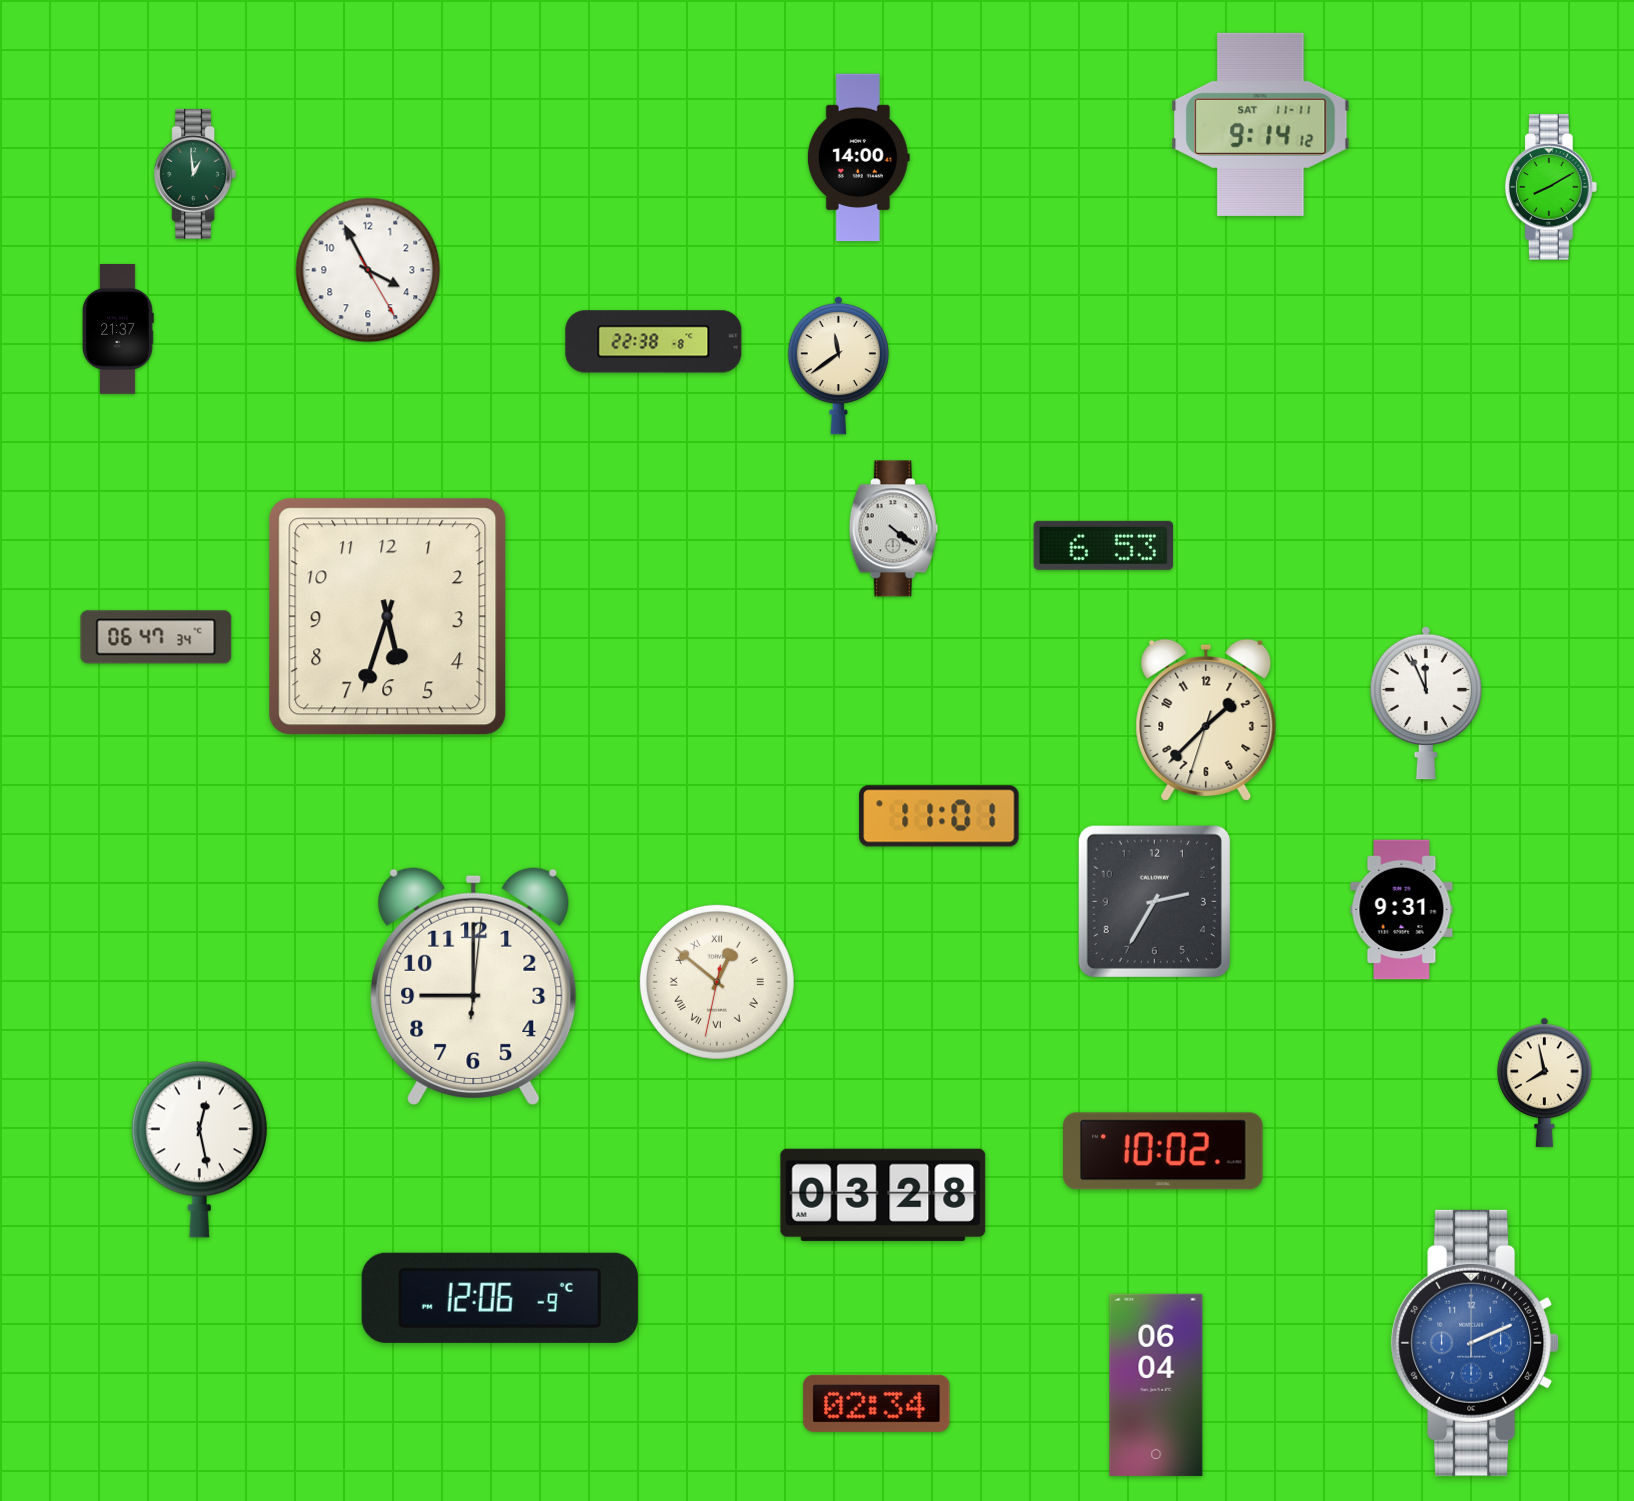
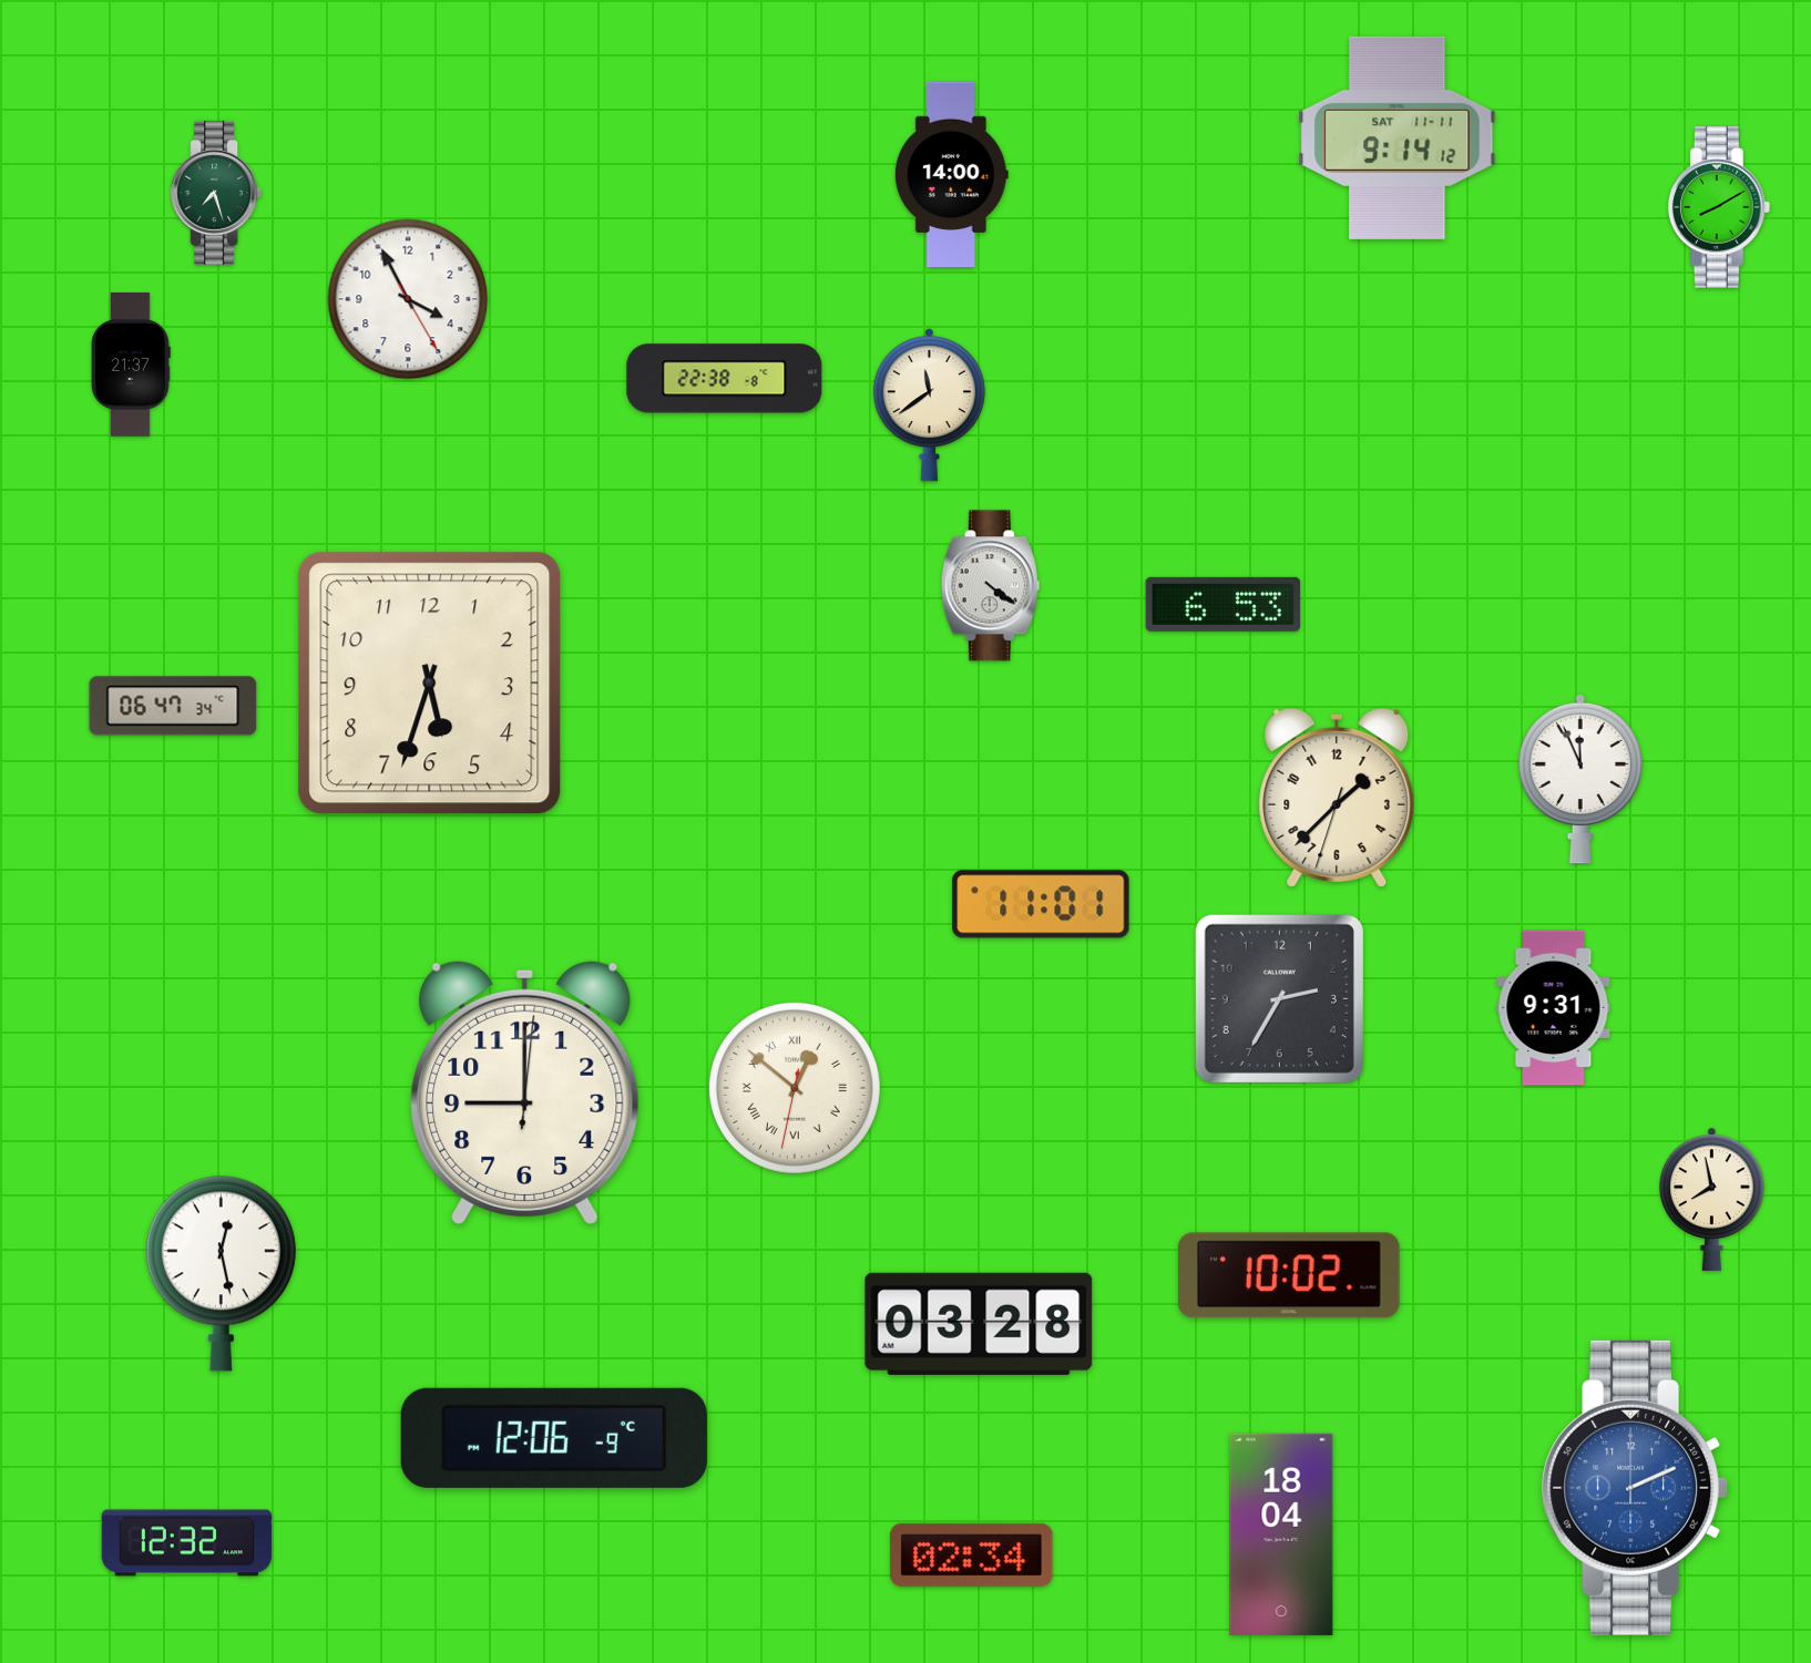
clock at (195, 174): 12:59 -> 7:27
clock at (1156, 1385): 06:04 -> 18:04
clock at (187, 1543): none -> 12:32
